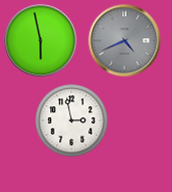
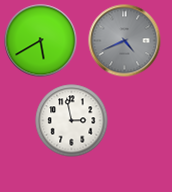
clock at (41, 41): 5:58 -> 5:40
